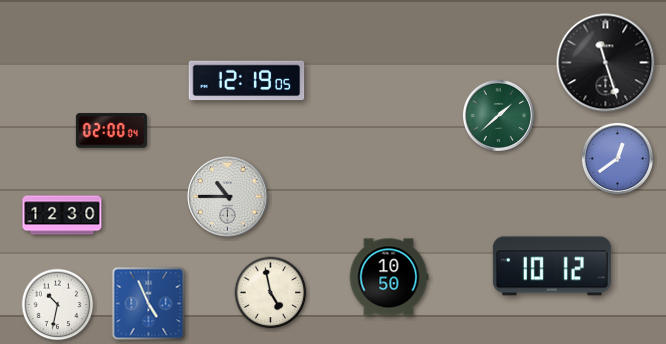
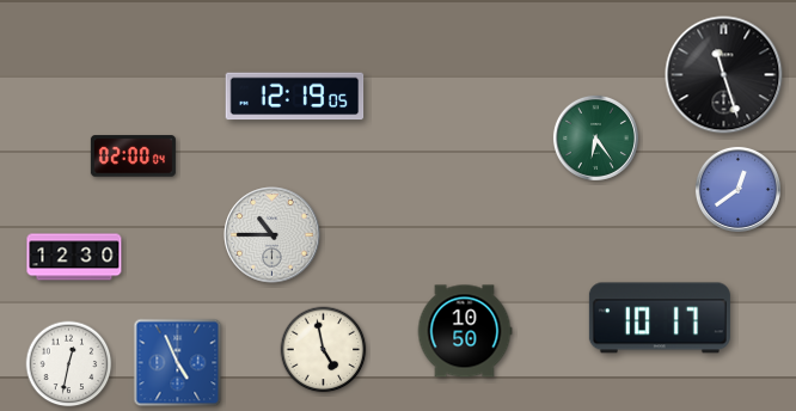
clock at (498, 115): 1:38 -> 6:24
clock at (552, 266): 10:12 -> 10:17
clock at (58, 305): 10:32 -> 12:32
